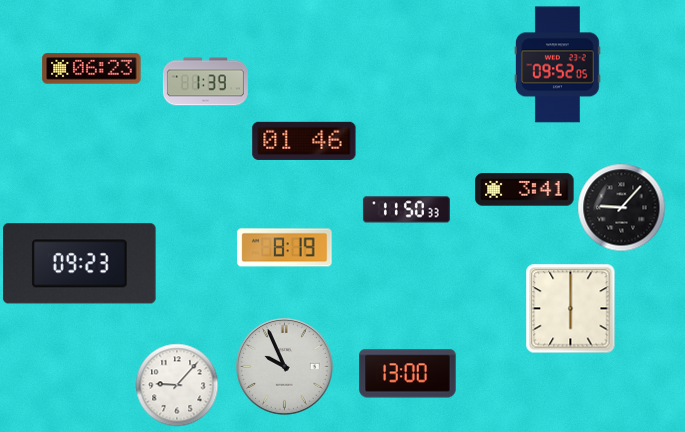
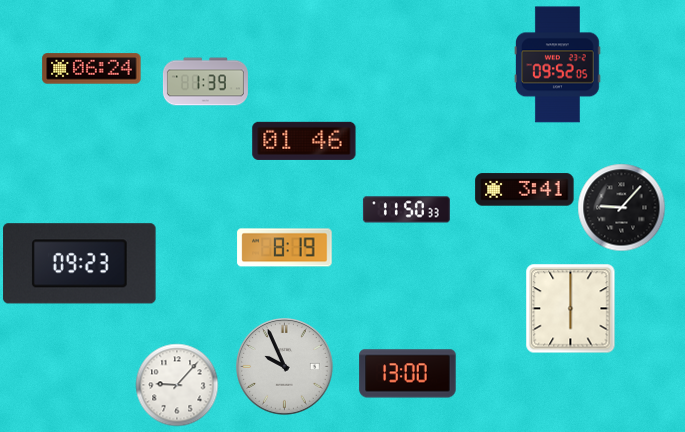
clock at (92, 69): 06:23 -> 06:24
